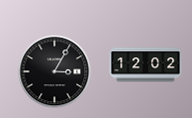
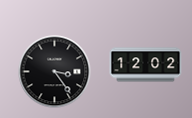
clock at (55, 72): 3:05 -> 3:24
